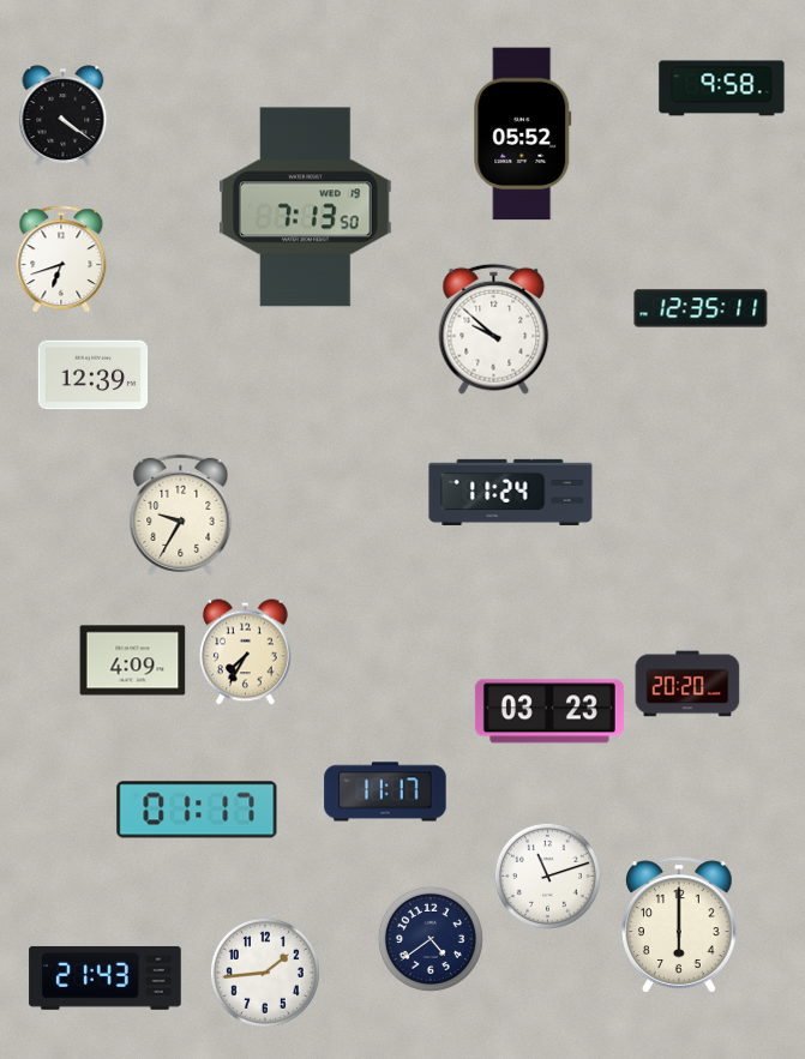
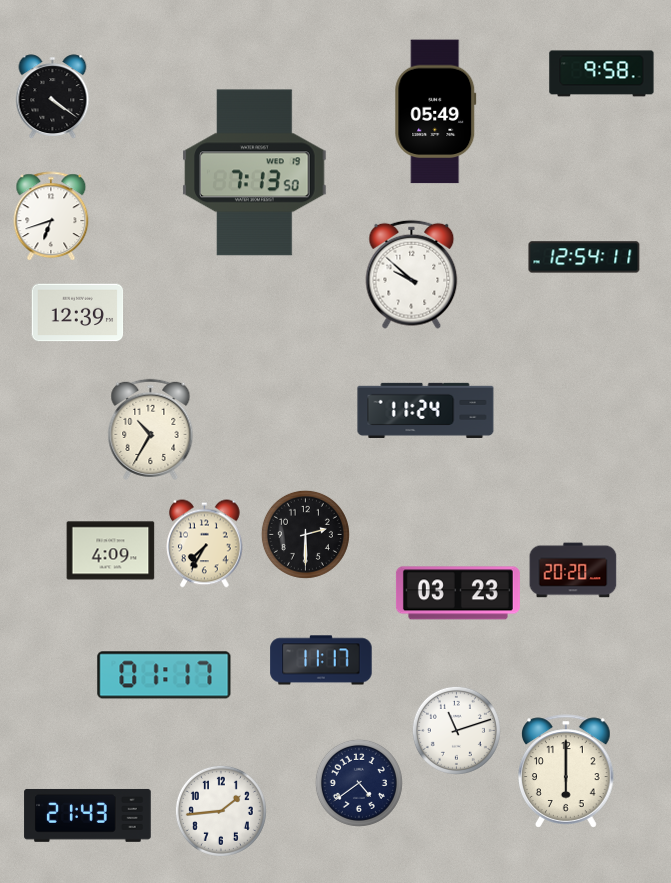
clock at (523, 134): 05:52 -> 05:49
clock at (701, 308): 12:35 -> 12:54
clock at (181, 515): 9:35 -> 10:35
clock at (305, 534): none -> 2:30
